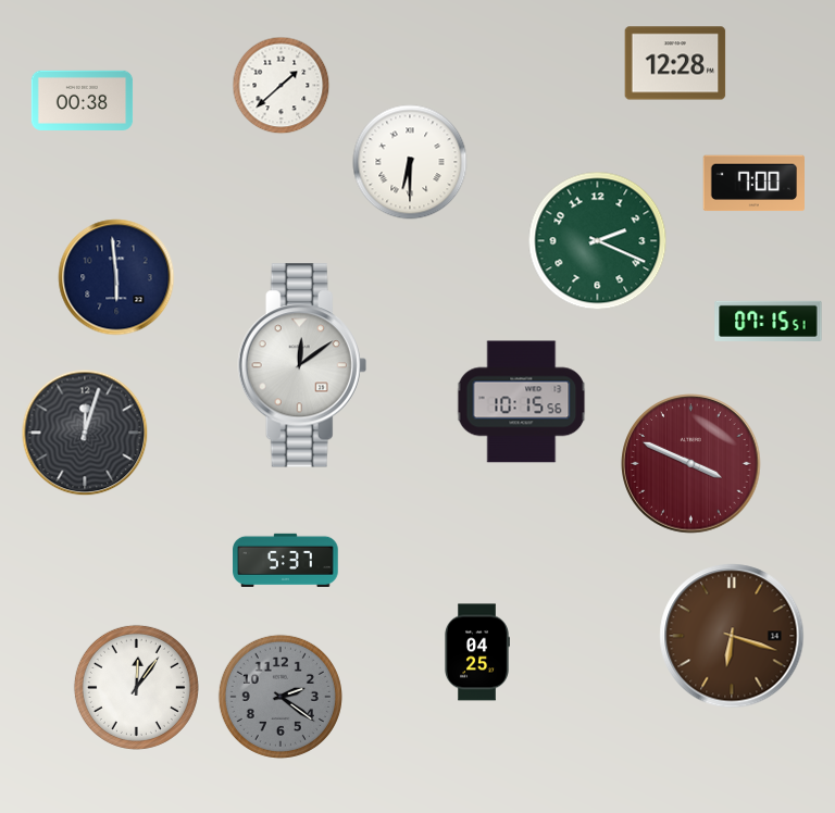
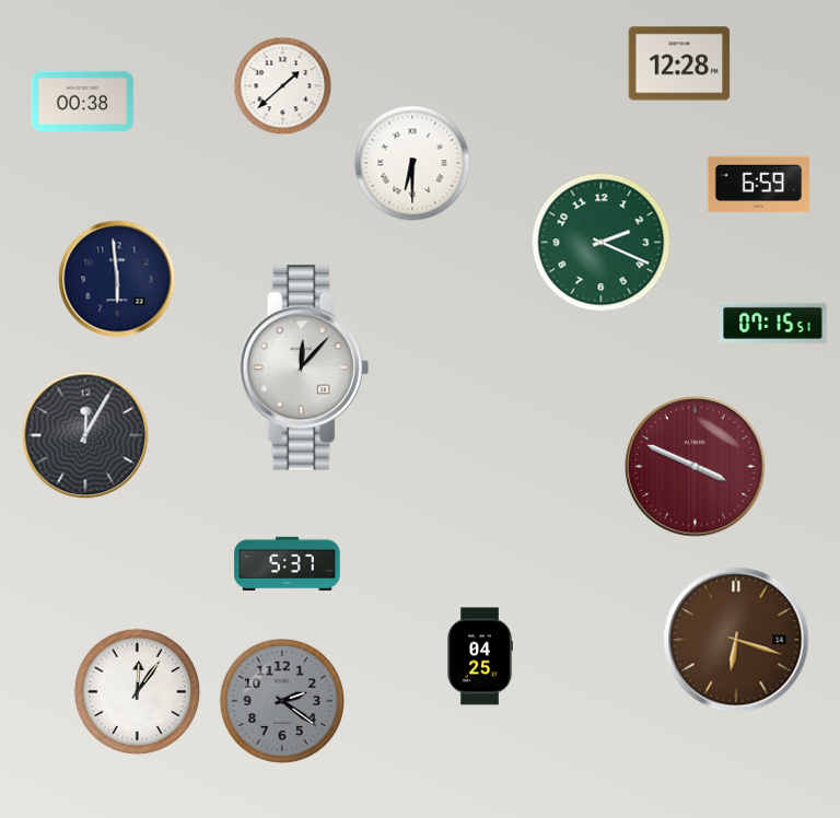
clock at (755, 184): 7:00 -> 6:59
clock at (302, 365): 12:09 -> 12:07
clock at (522, 402): 10:15 -> none
clock at (85, 433): 12:03 -> 12:05
